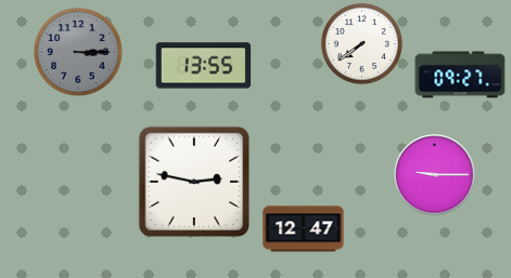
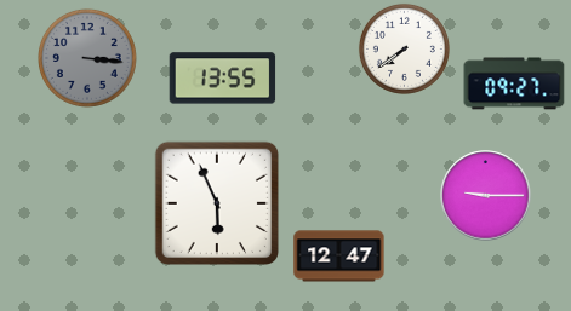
clock at (78, 52): 3:15 -> 3:16
clock at (204, 66) position: (204, 66) -> (223, 79)
clock at (193, 181): 2:47 -> 5:56
